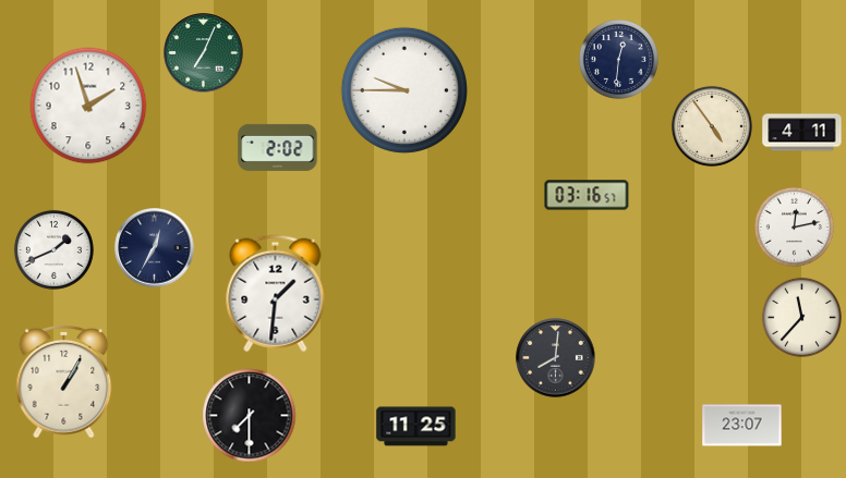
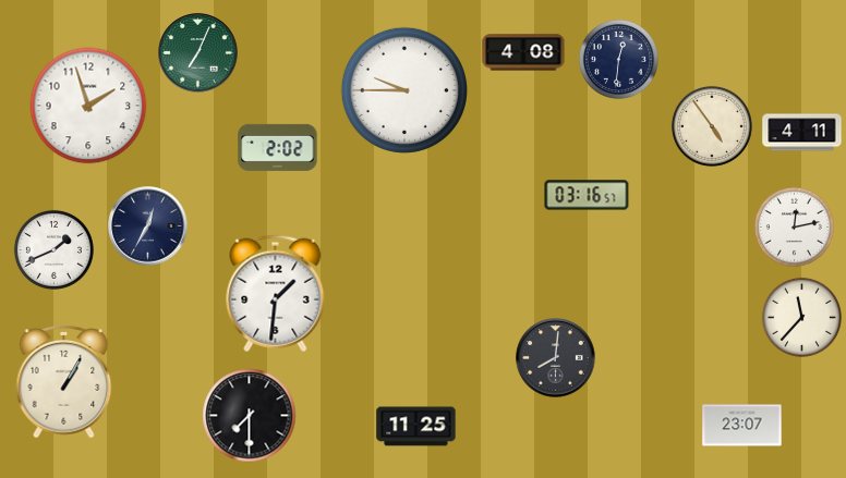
clock at (523, 52): none -> 4:08
clock at (204, 53) position: (204, 53) -> (198, 53)
clock at (155, 248) position: (155, 248) -> (148, 226)
